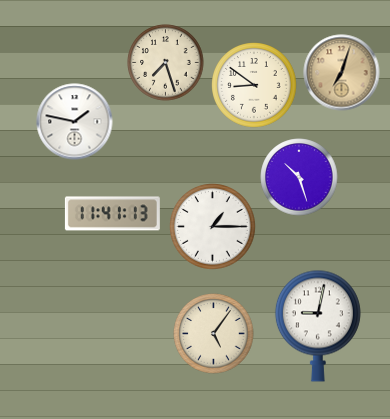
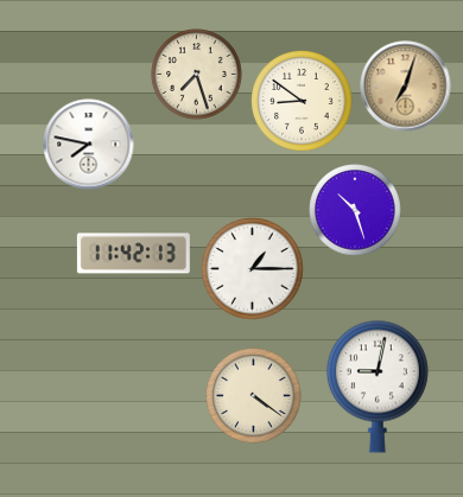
clock at (75, 122): 1:47 -> 7:47
clock at (112, 214): 11:41 -> 11:42
clock at (214, 334): 5:06 -> 4:21
